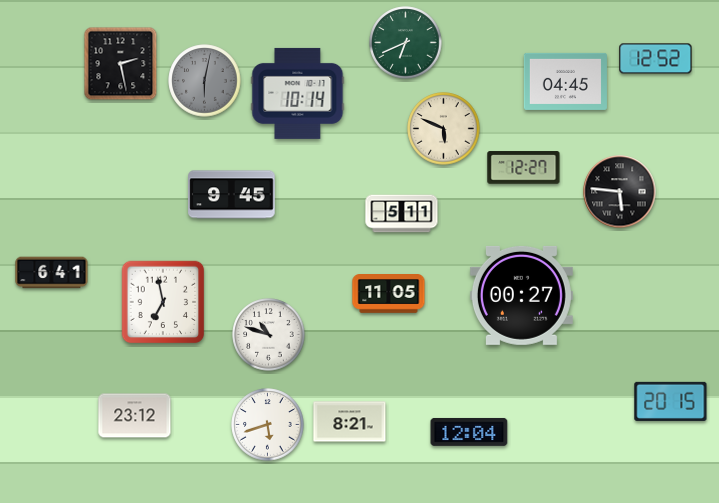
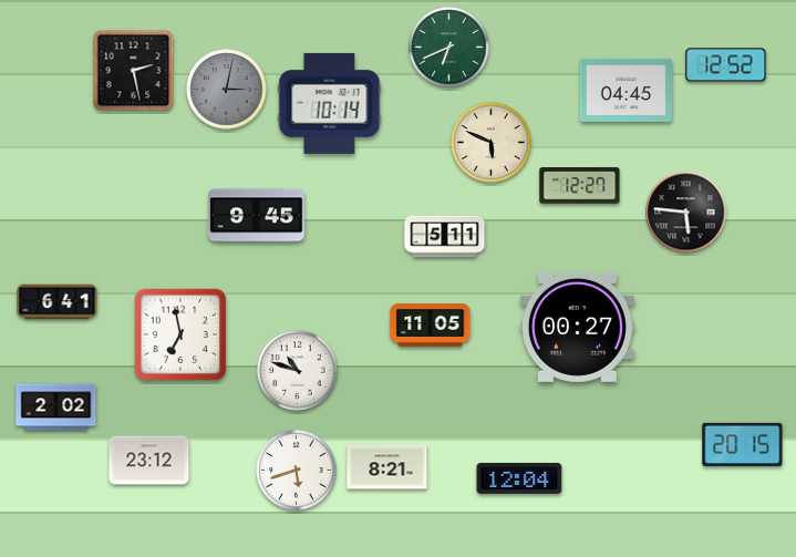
clock at (205, 81): 6:02 -> 3:02
clock at (56, 408): none -> 2:02
